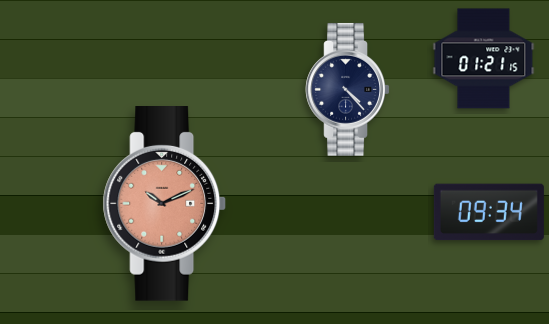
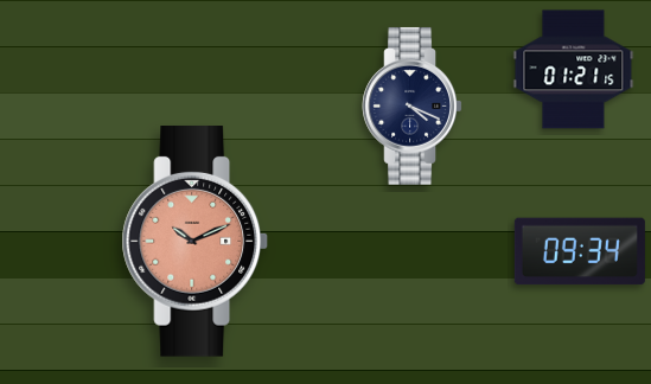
clock at (348, 89): 4:23 -> 4:19
